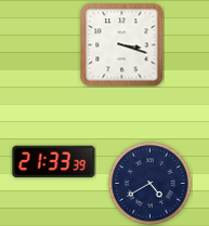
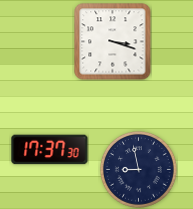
clock at (54, 162): 21:33 -> 17:37
clock at (151, 184): 4:40 -> 8:58
